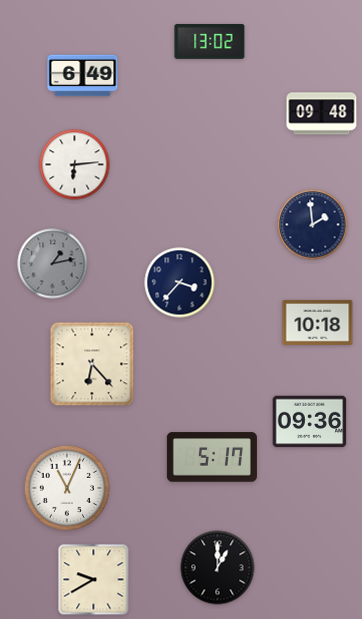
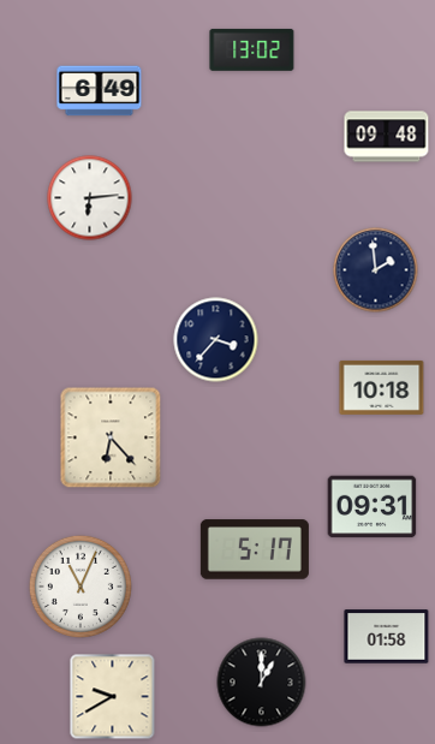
clock at (53, 264): 1:13 -> none
clock at (310, 422): 09:36 -> 09:31
clock at (387, 637): none -> 01:58
